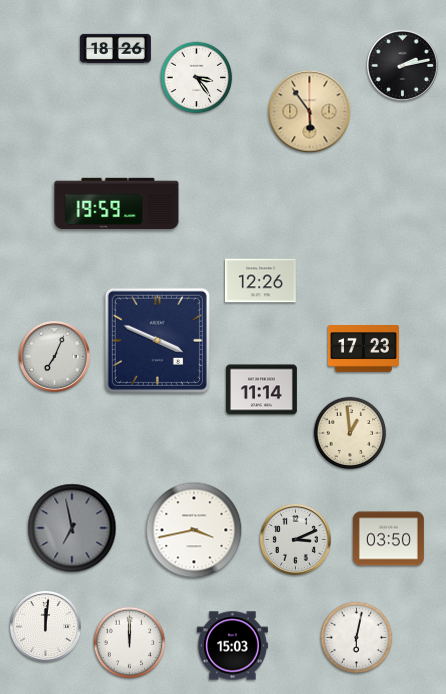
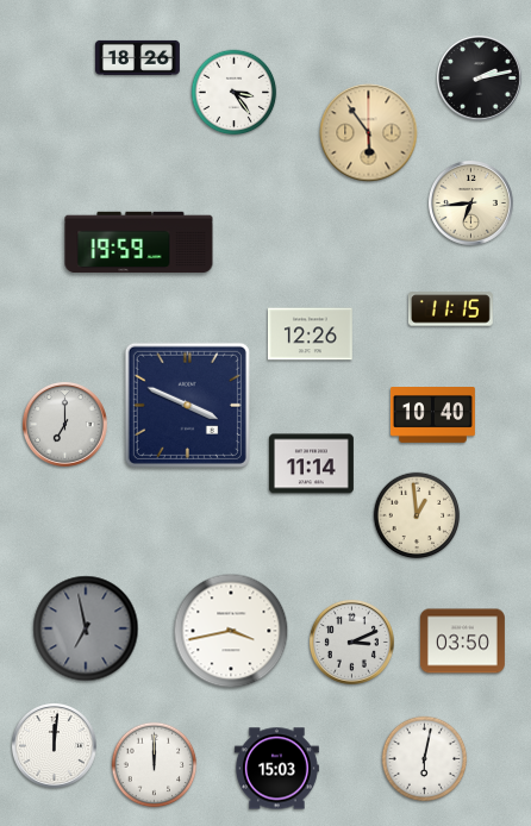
clock at (470, 202): none -> 6:44
clock at (450, 309): none -> 11:15
clock at (363, 349): 17:23 -> 10:40
clock at (54, 356): 7:04 -> 7:00
